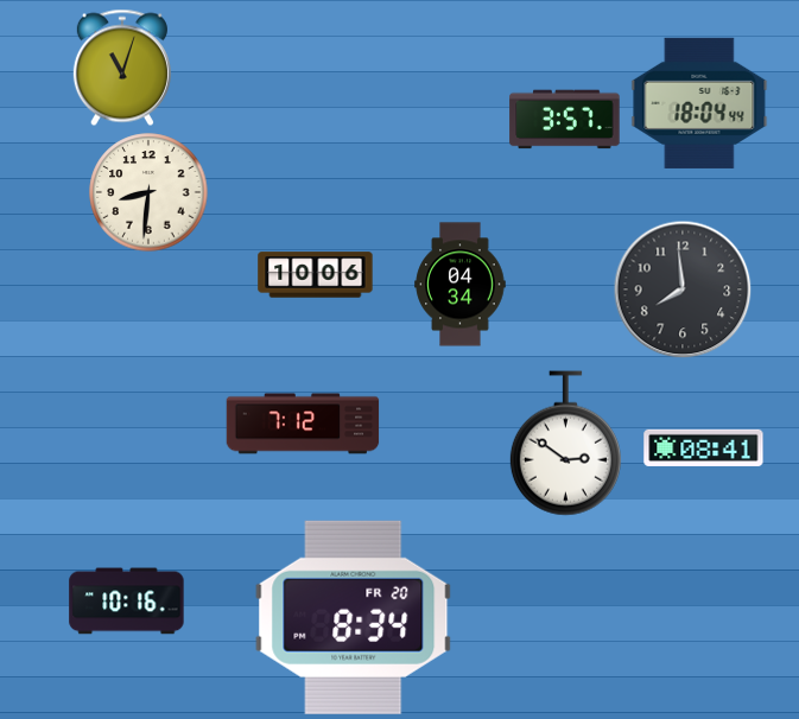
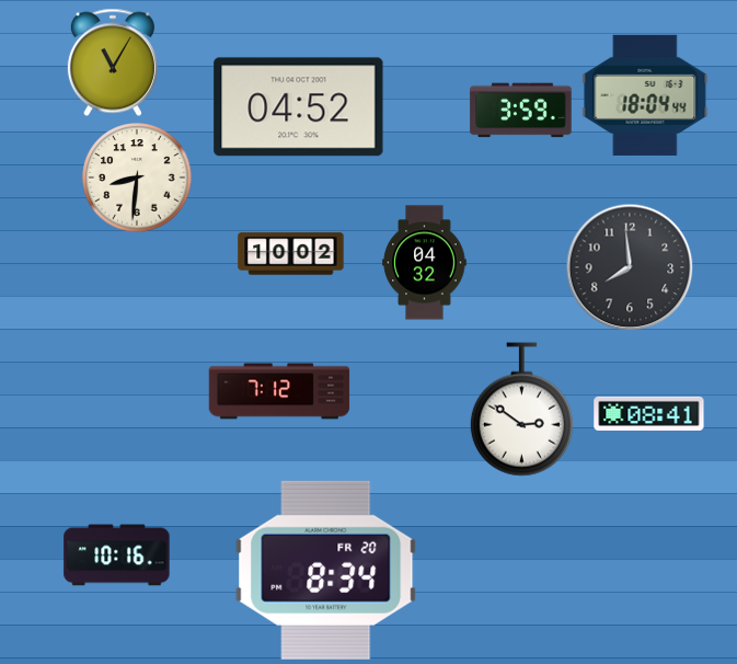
clock at (122, 68): 11:03 -> 11:05
clock at (299, 107): none -> 04:52
clock at (565, 120): 3:57 -> 3:59
clock at (316, 275): 10:06 -> 10:02
clock at (461, 285): 04:34 -> 04:32
